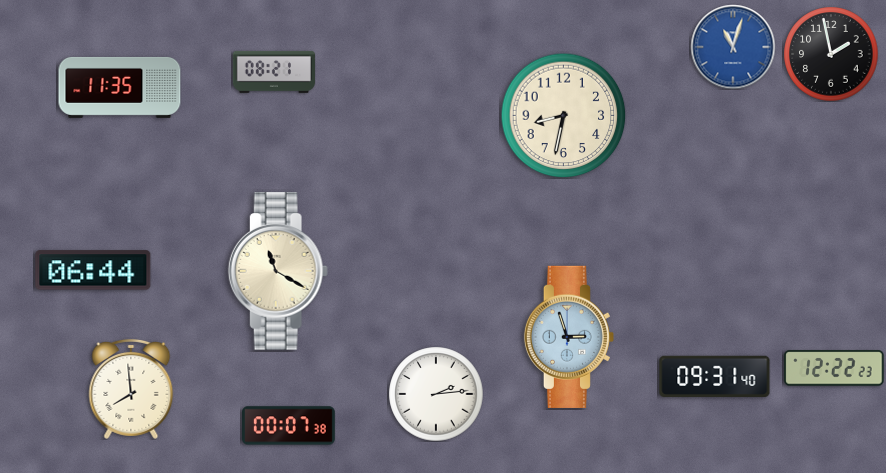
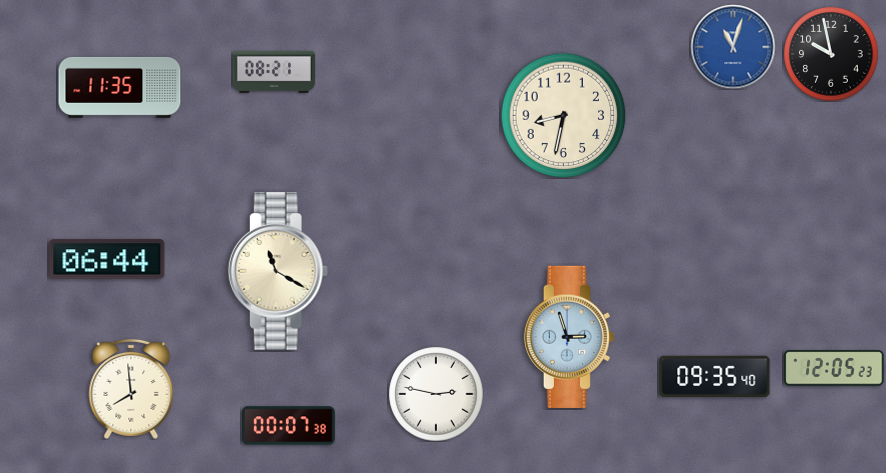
clock at (831, 54): 1:58 -> 9:58
clock at (93, 270) position: (93, 270) -> (107, 259)
clock at (834, 368): 12:22 -> 12:05
clock at (715, 376): 09:31 -> 09:35
clock at (436, 394): 2:14 -> 2:47
